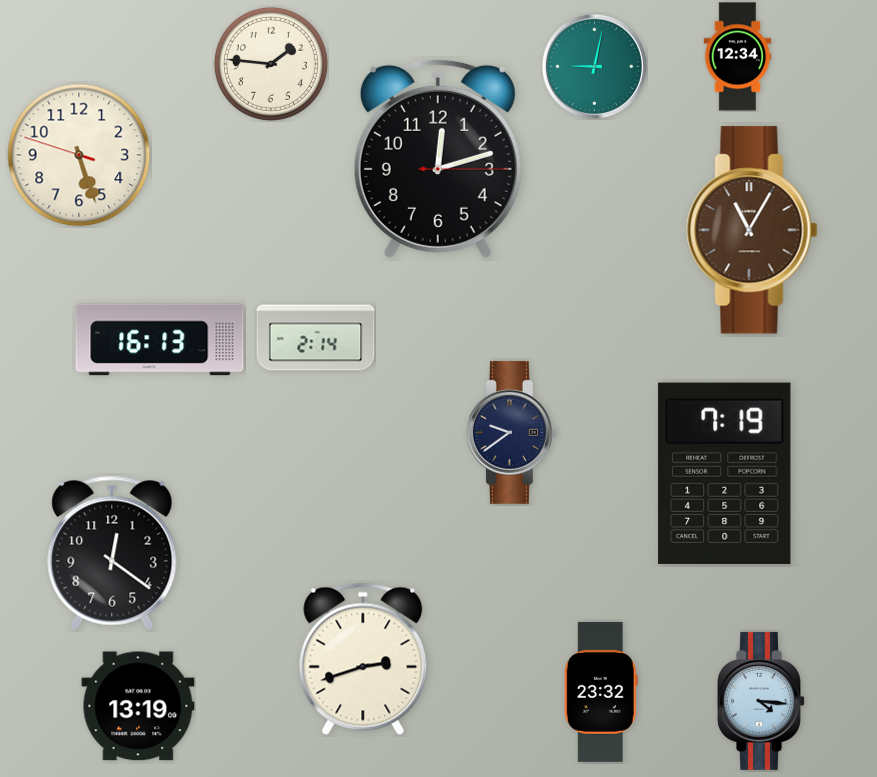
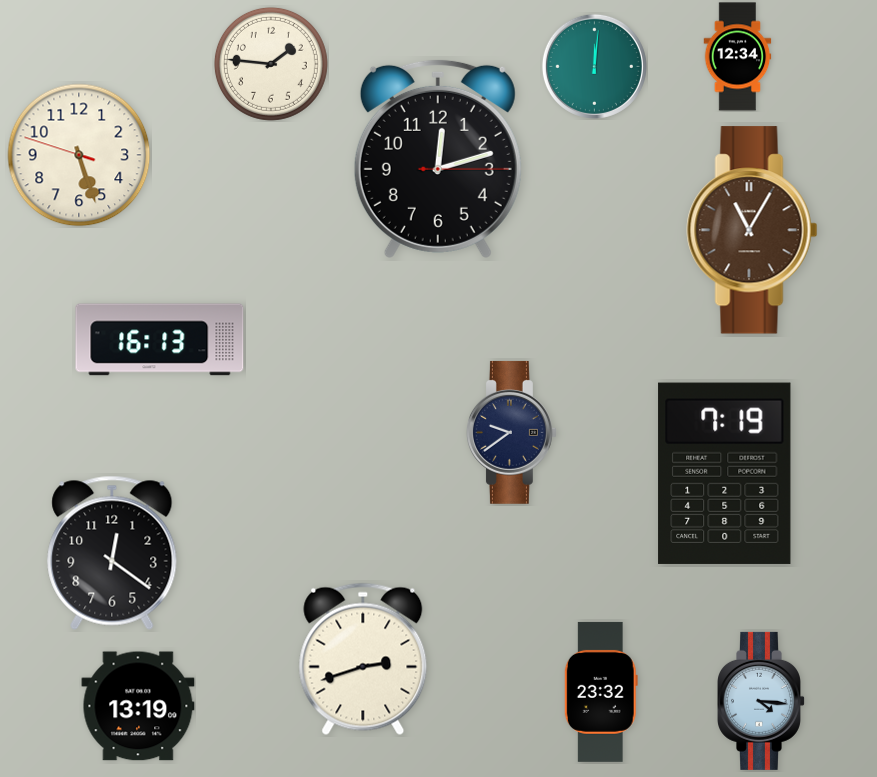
clock at (594, 66): 9:02 -> 12:01
clock at (316, 338): 2:14 -> none
